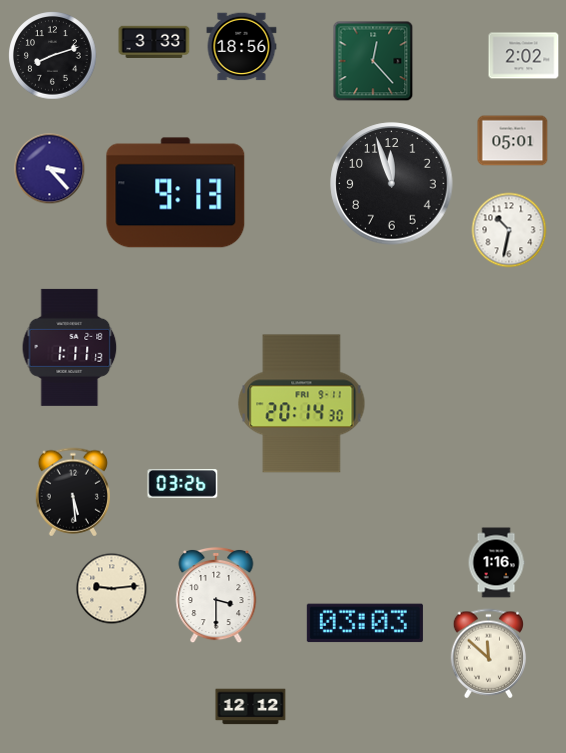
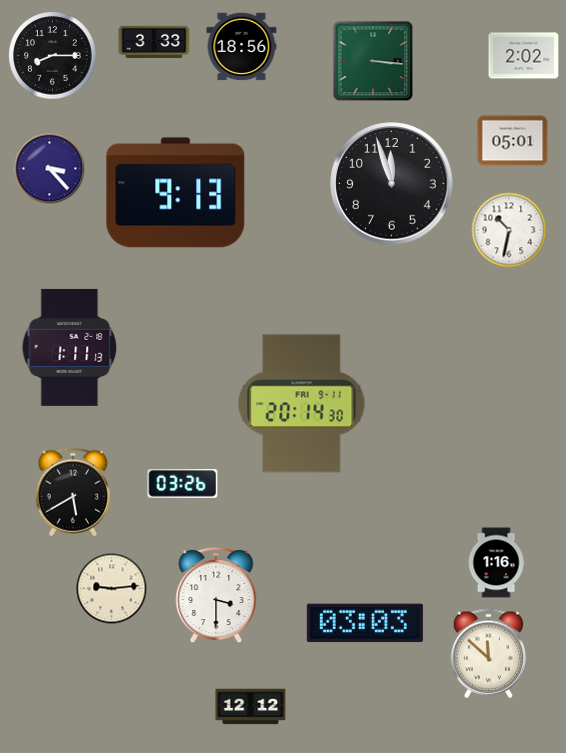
clock at (53, 56): 8:12 -> 8:15
clock at (373, 61): 12:23 -> 3:16
clock at (73, 492): 5:29 -> 5:40
